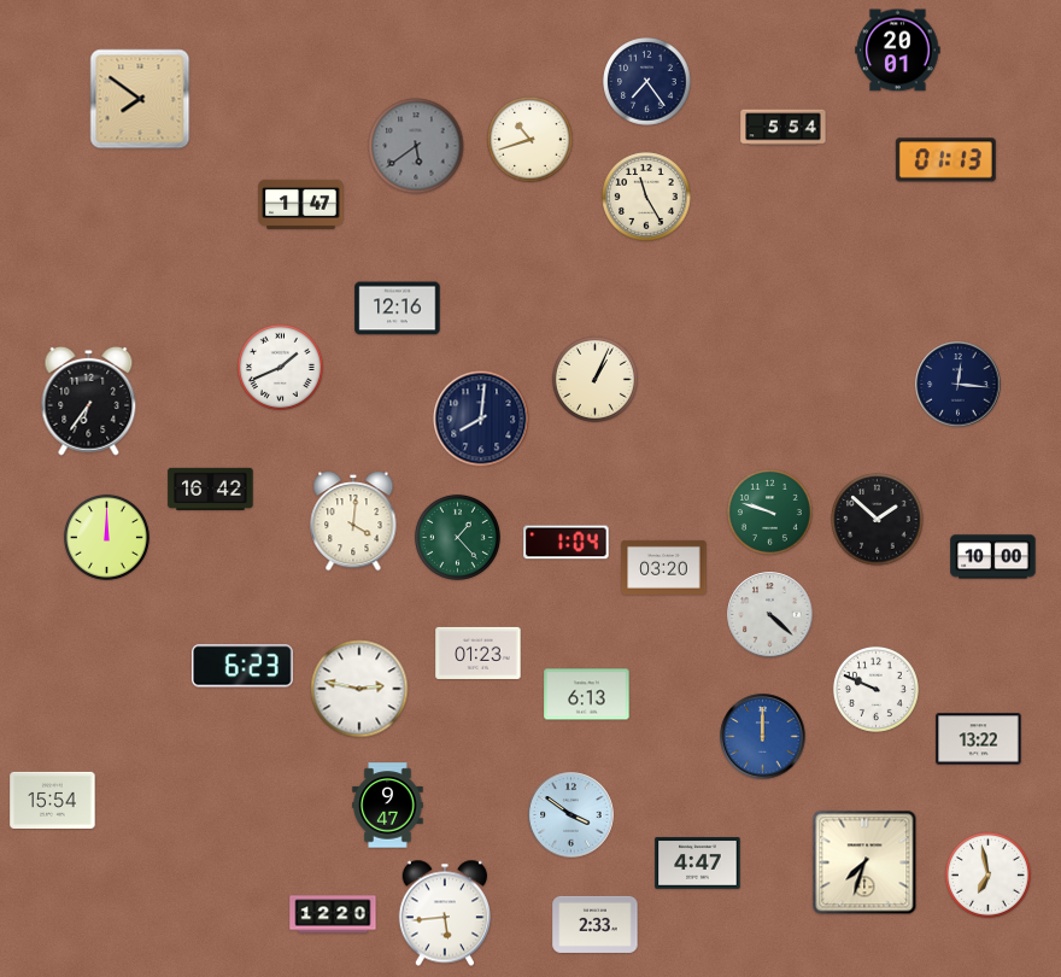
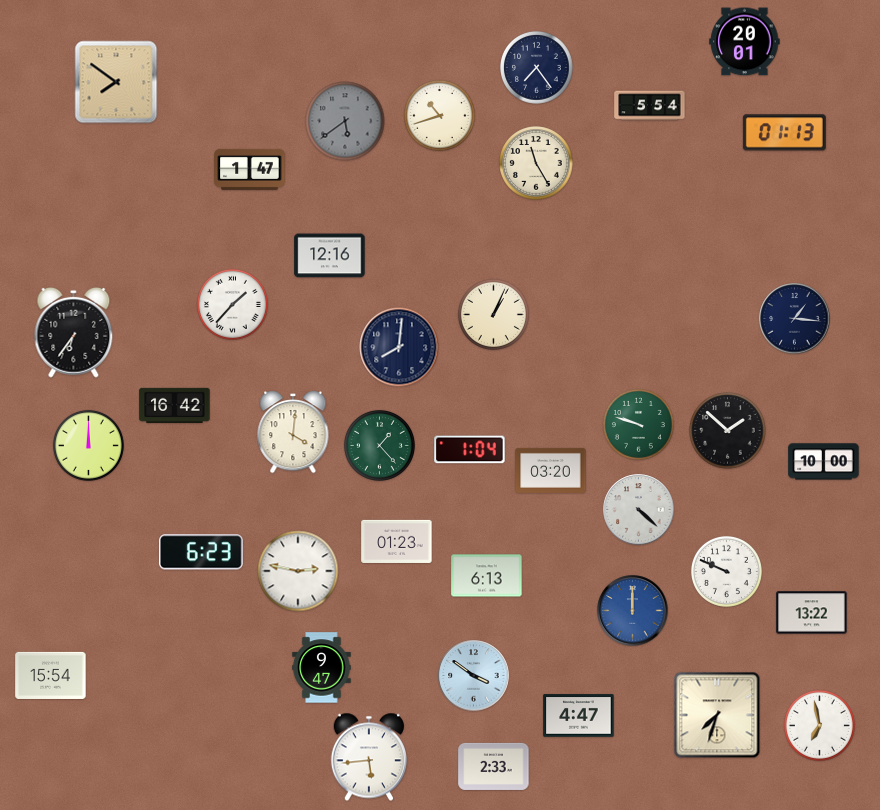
clock at (280, 367): 1:41 -> 1:37
clock at (959, 385): 12:16 -> 1:16
clock at (53, 800) position: (53, 800) -> (51, 675)
clock at (333, 914): 12:20 -> none
